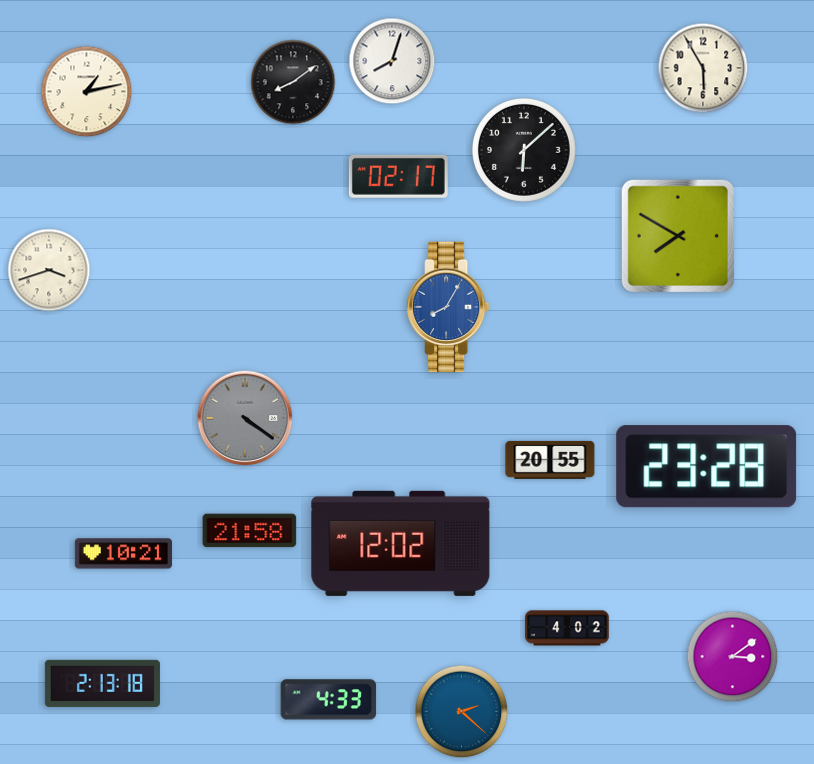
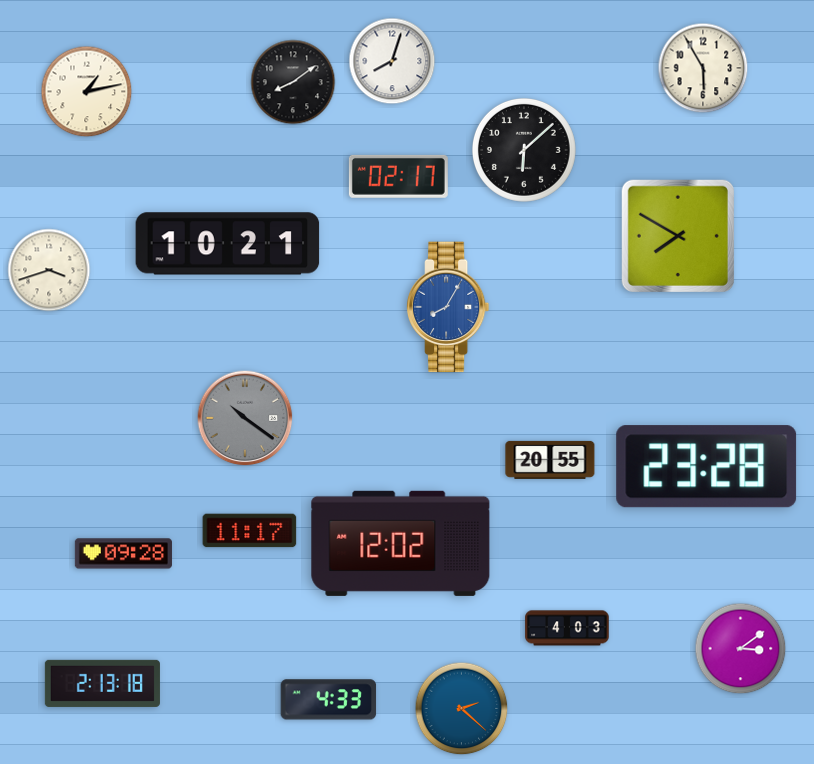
clock at (228, 244): none -> 10:21
clock at (245, 418): 4:21 -> 10:21
clock at (250, 531): 21:58 -> 11:17
clock at (123, 554): 10:21 -> 09:28
clock at (567, 628): 4:02 -> 4:03
clock at (733, 657) position: (733, 657) -> (741, 649)
clock at (462, 712) position: (462, 712) -> (462, 709)
